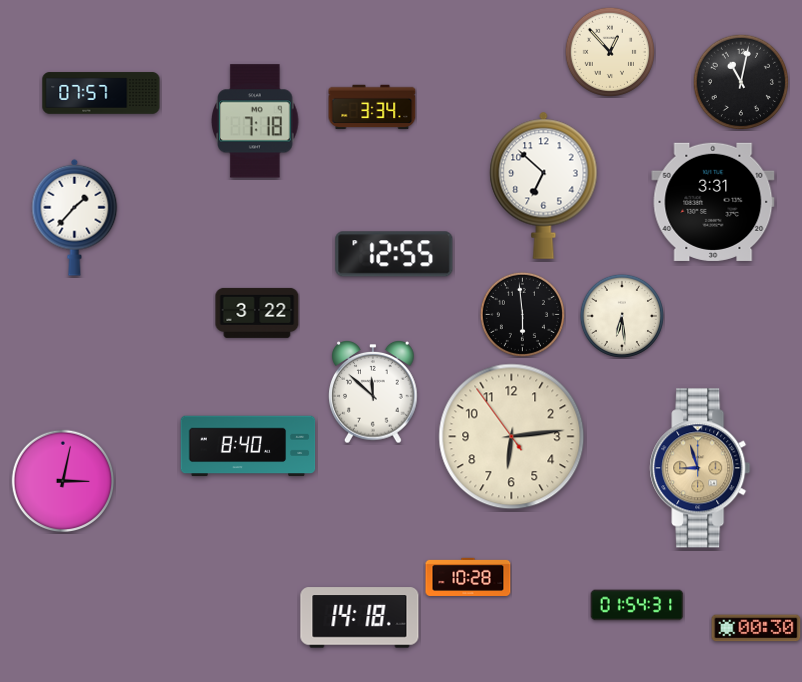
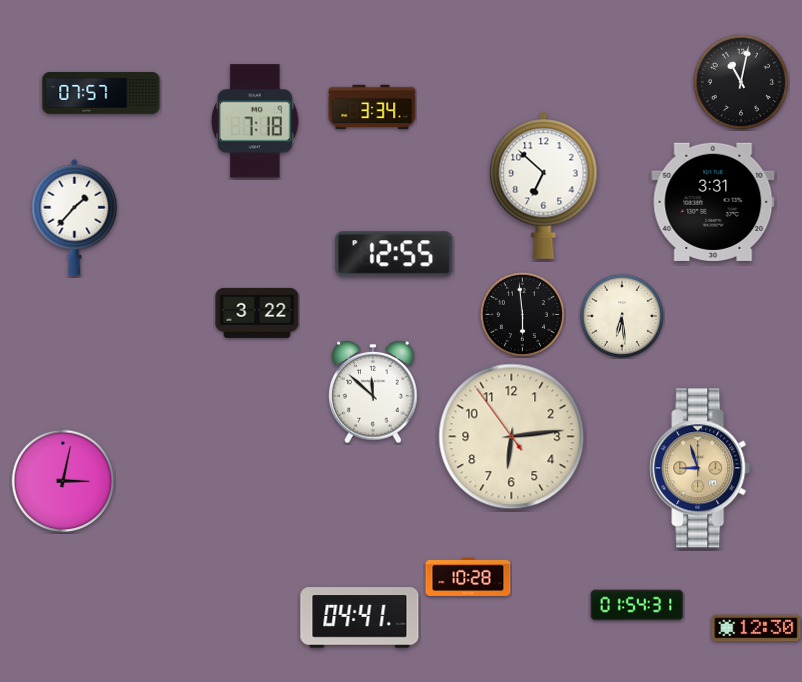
clock at (610, 52): 12:53 -> none
clock at (248, 446): 8:40 -> none
clock at (360, 618): 14:18 -> 04:41
clock at (756, 628): 00:30 -> 12:30
